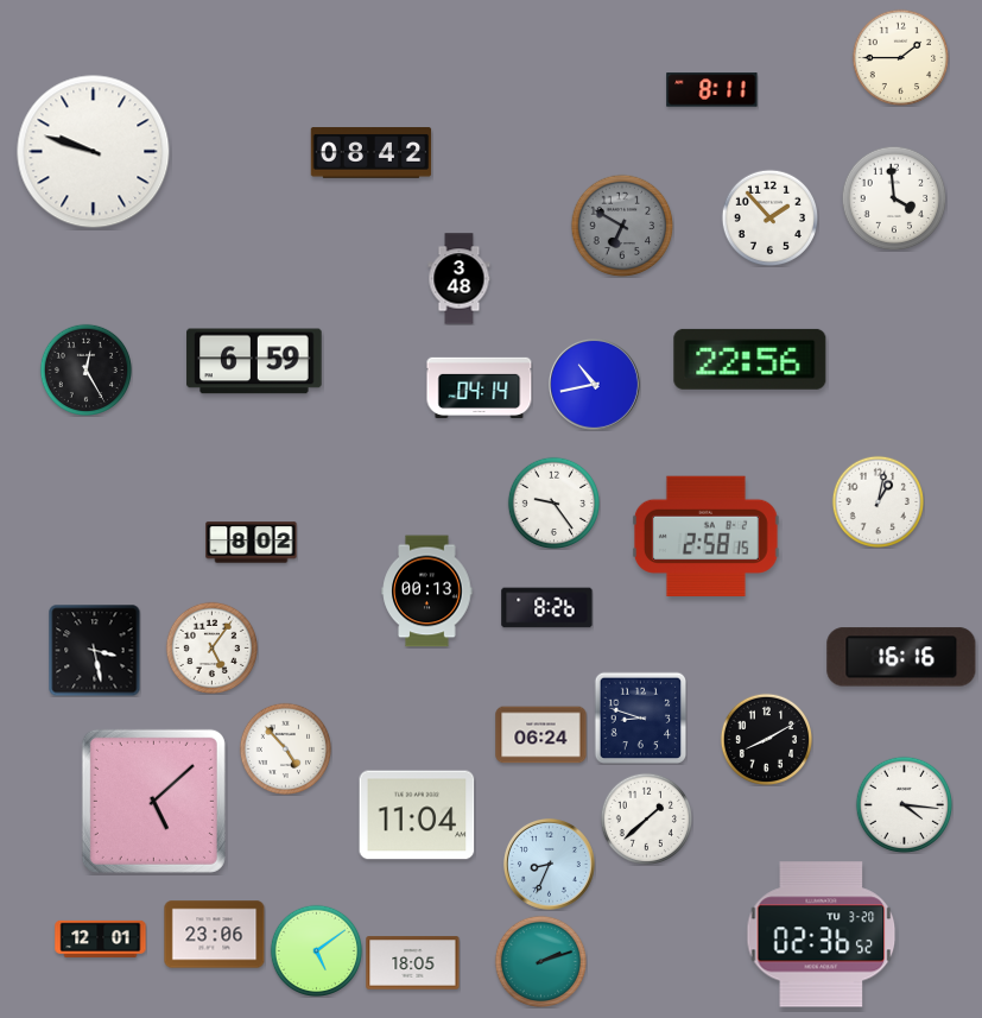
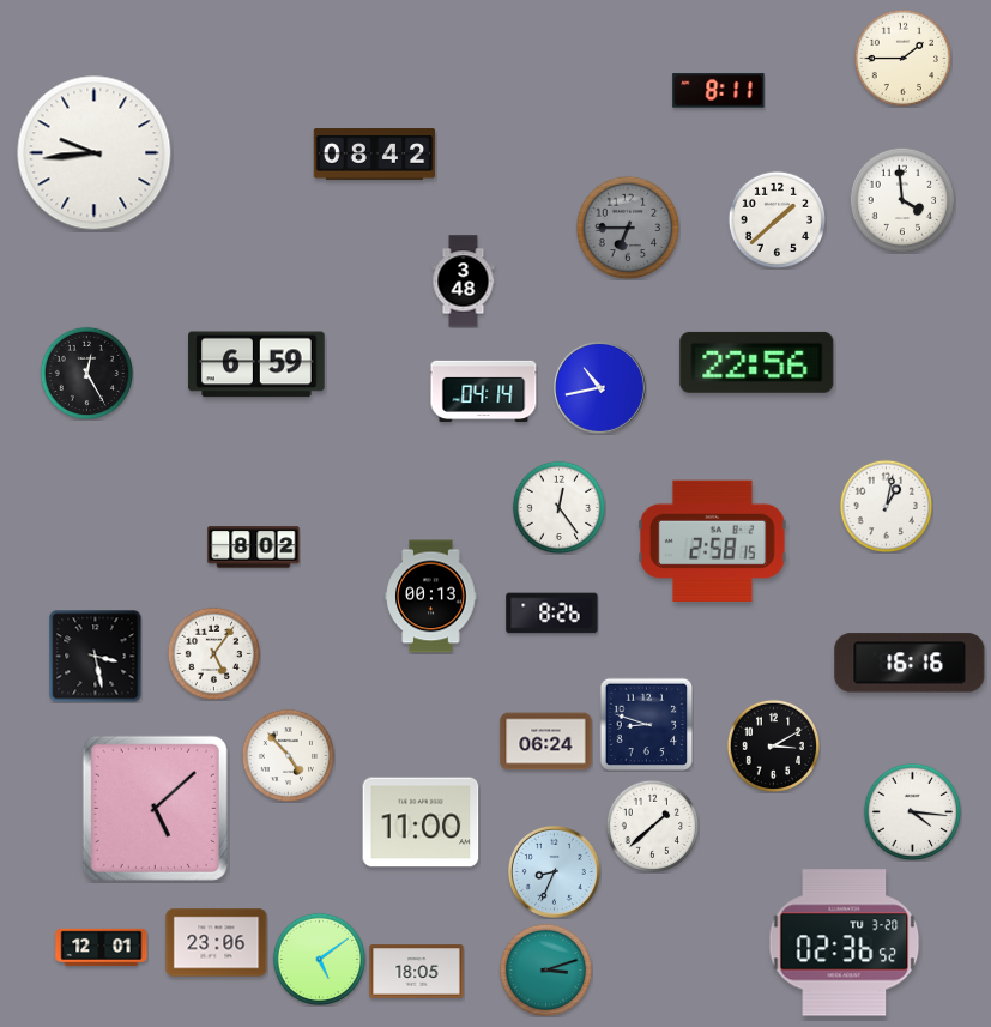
clock at (900, 57) position: (900, 57) -> (902, 58)
clock at (94, 152): 9:48 -> 9:44
clock at (769, 217): 1:53 -> 1:38
clock at (622, 226): 6:50 -> 6:45
clock at (553, 502): 9:24 -> 12:24
clock at (766, 739): 8:10 -> 3:10
clock at (417, 815): 11:04 -> 11:00
clock at (822, 935) position: (822, 935) -> (845, 943)
clock at (540, 961): 2:12 -> 3:12
